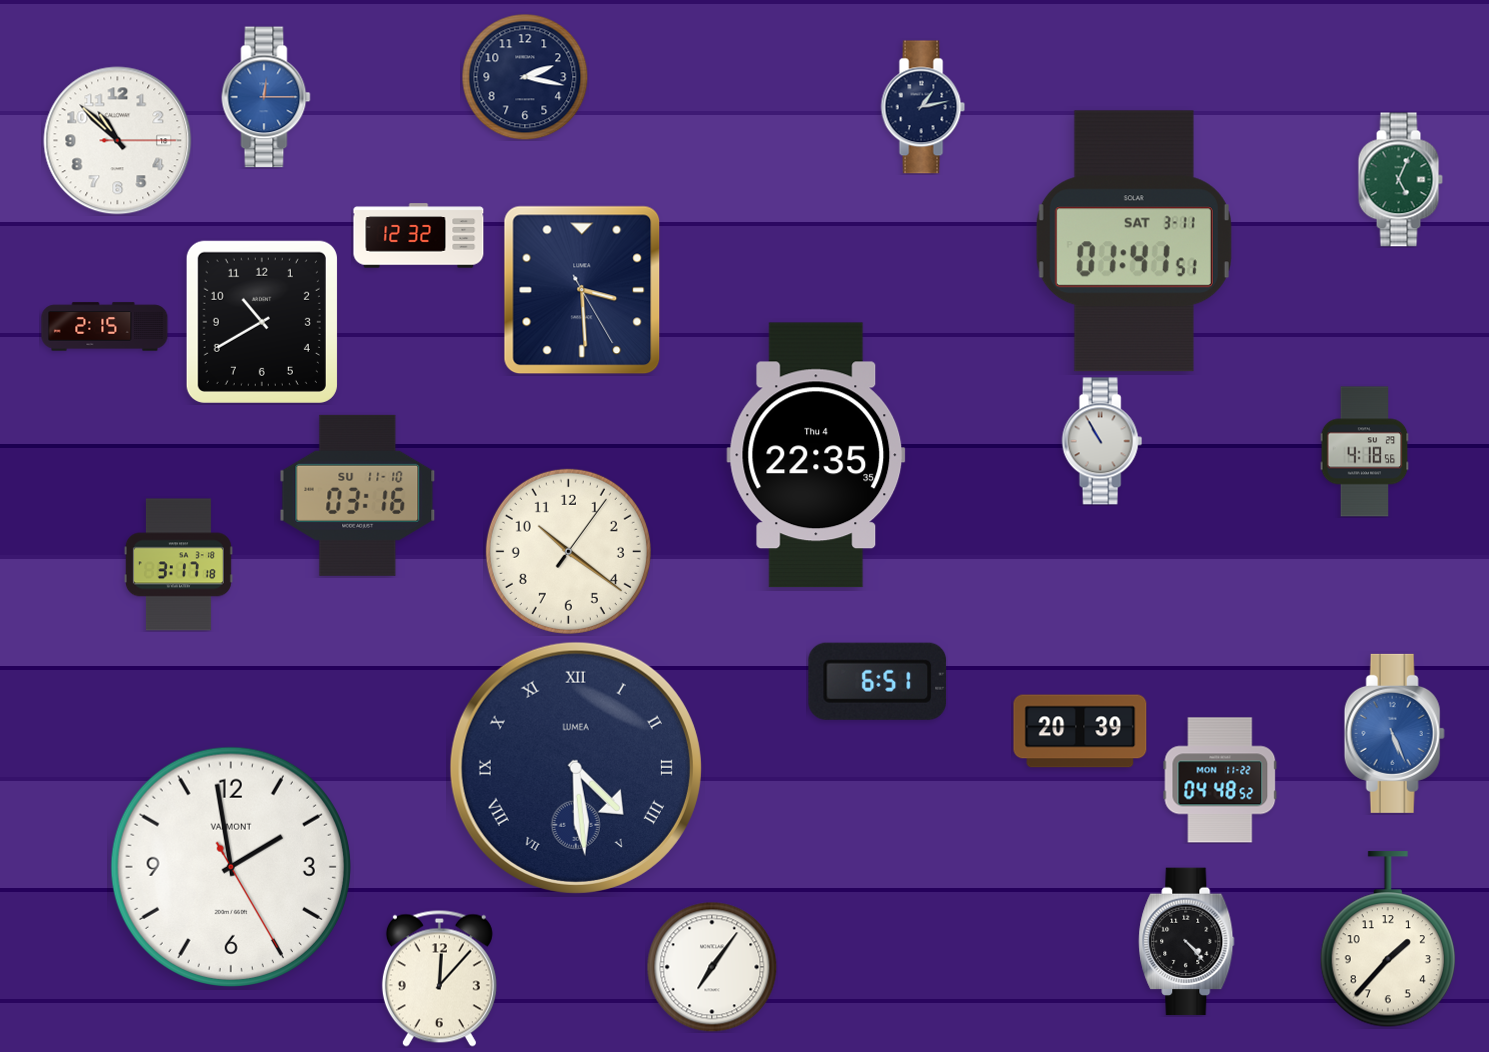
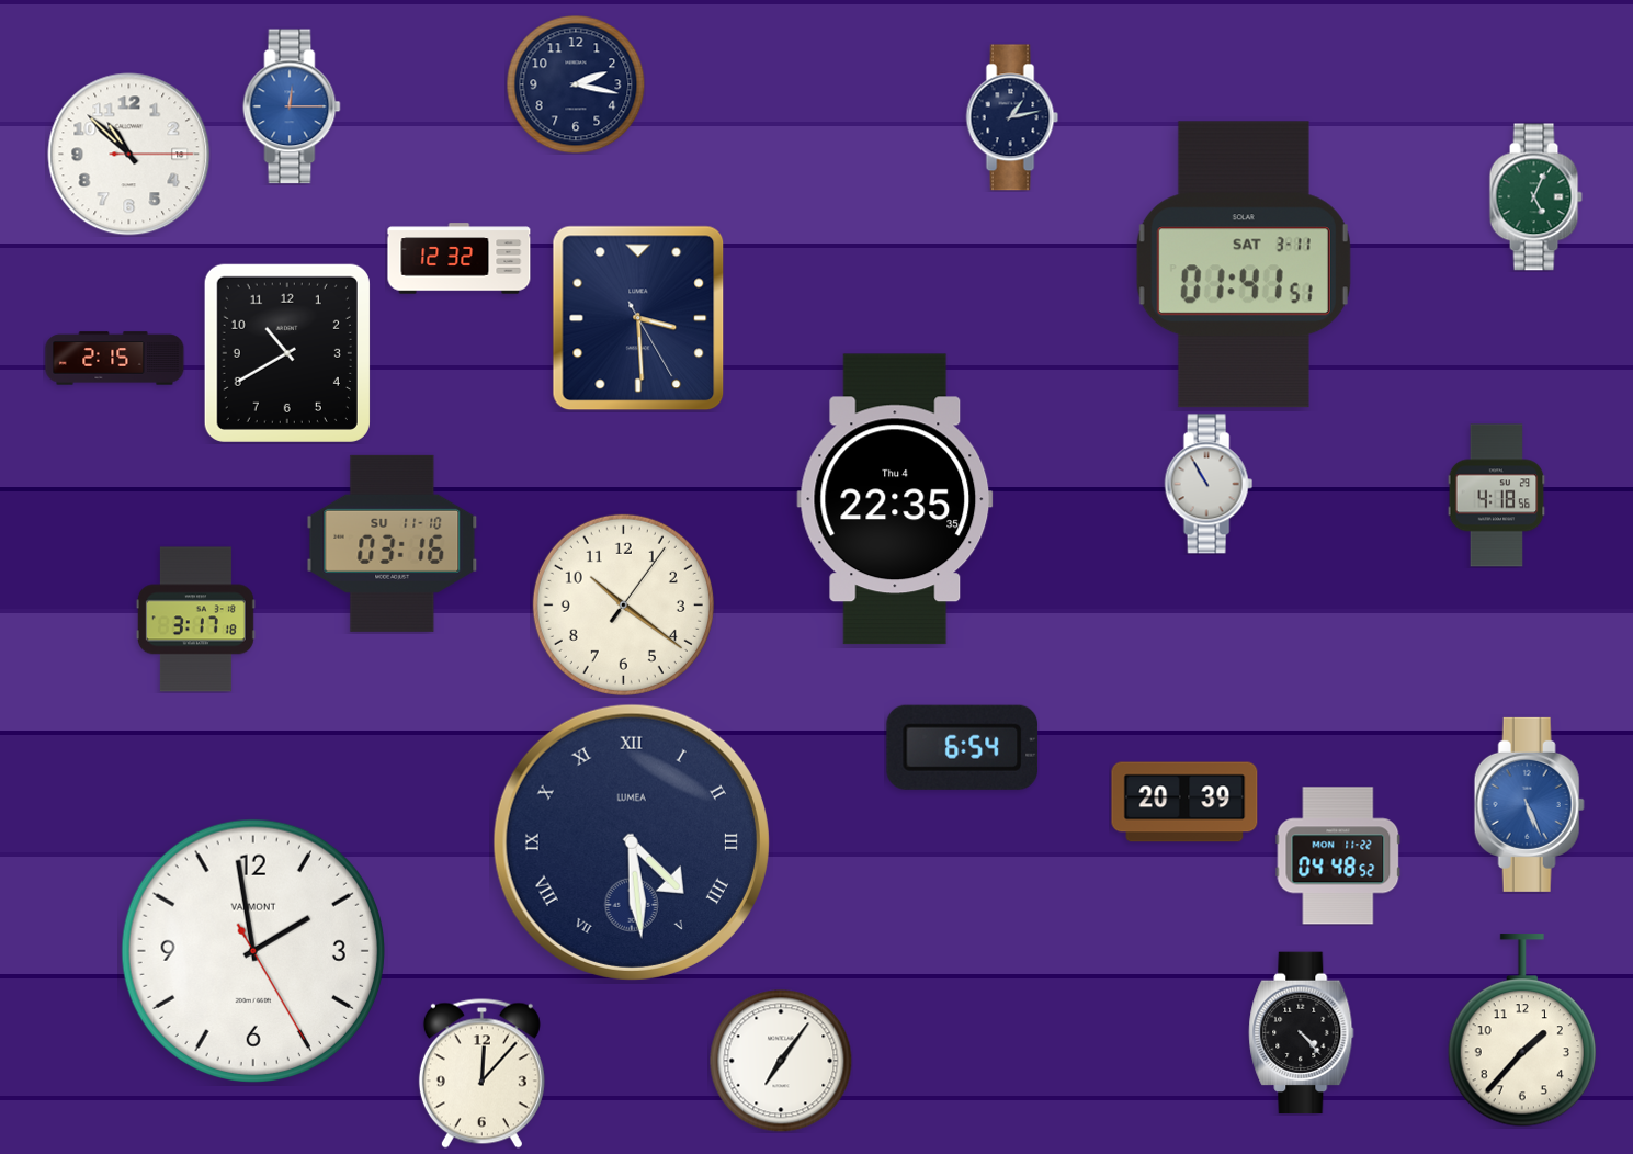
clock at (878, 681): 6:51 -> 6:54
